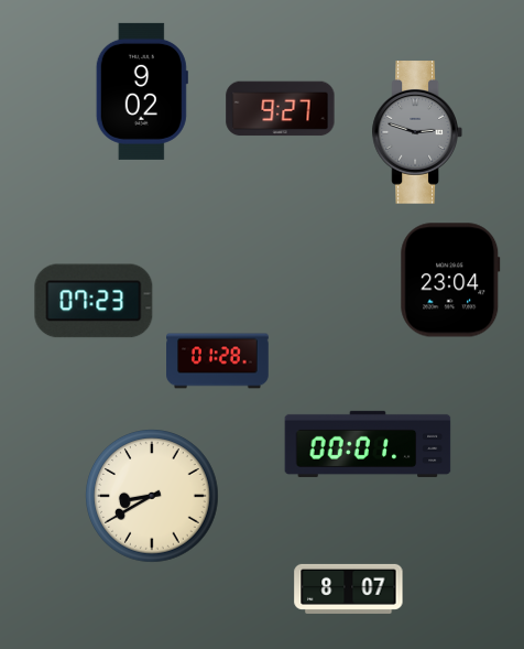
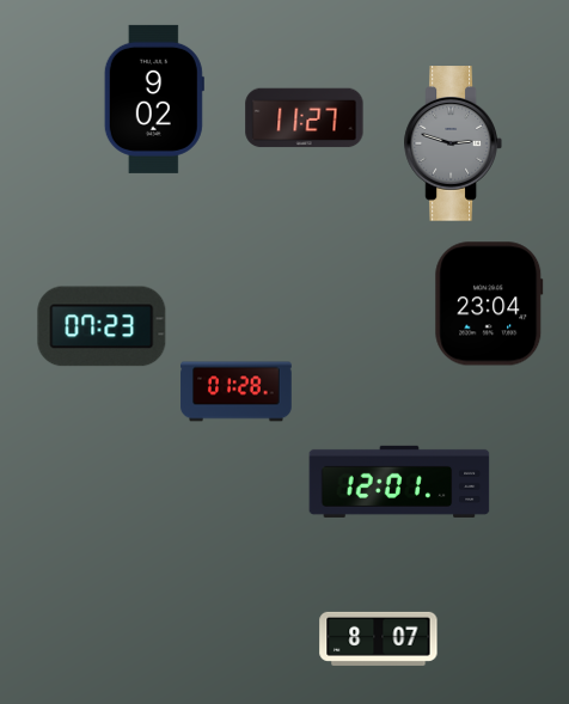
clock at (281, 109): 9:27 -> 11:27
clock at (368, 444): 00:01 -> 12:01
clock at (152, 496): 8:40 -> none
